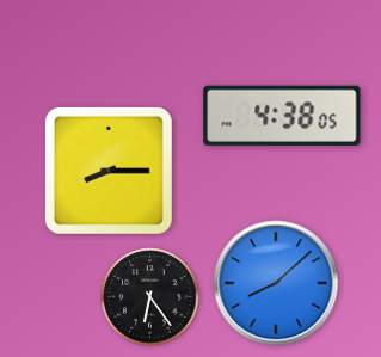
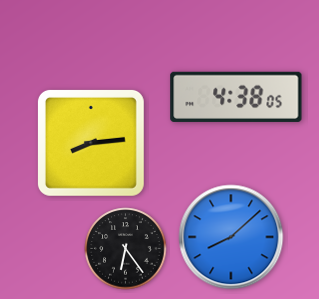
clock at (109, 171): 8:15 -> 8:14
